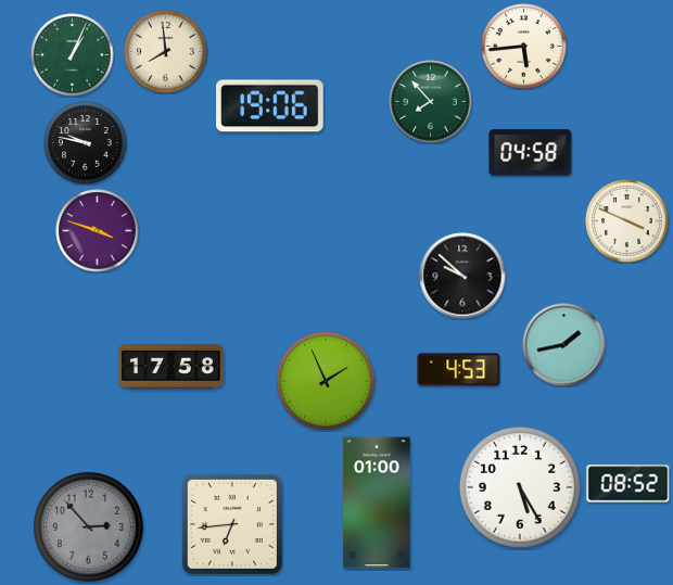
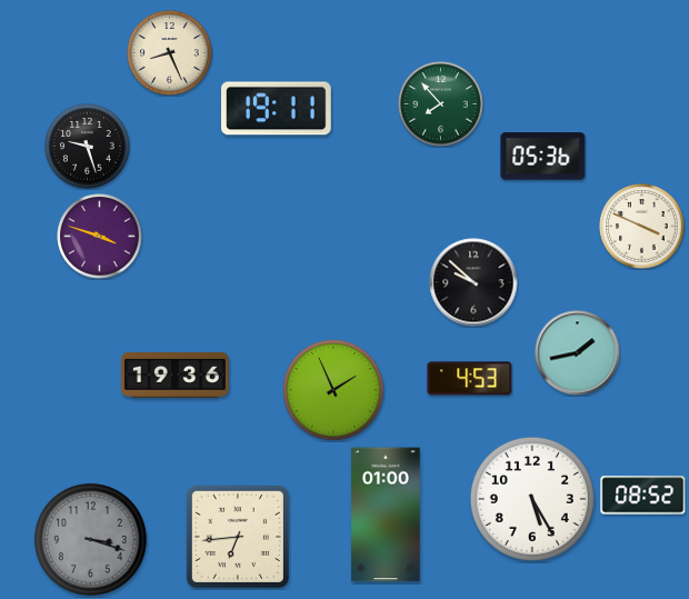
clock at (524, 47): 5:44 -> none
clock at (166, 52): 7:59 -> 8:26
clock at (73, 55): 1:04 -> none
clock at (270, 106): 19:06 -> 19:11
clock at (86, 143): 9:47 -> 9:27
clock at (531, 153): 04:58 -> 05:36
clock at (170, 367): 17:58 -> 19:36
clock at (88, 526): 2:53 -> 3:18
